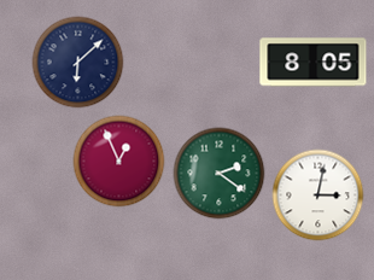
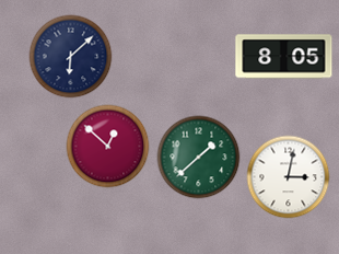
clock at (119, 162): 12:56 -> 12:52
clock at (220, 174): 2:21 -> 1:38
